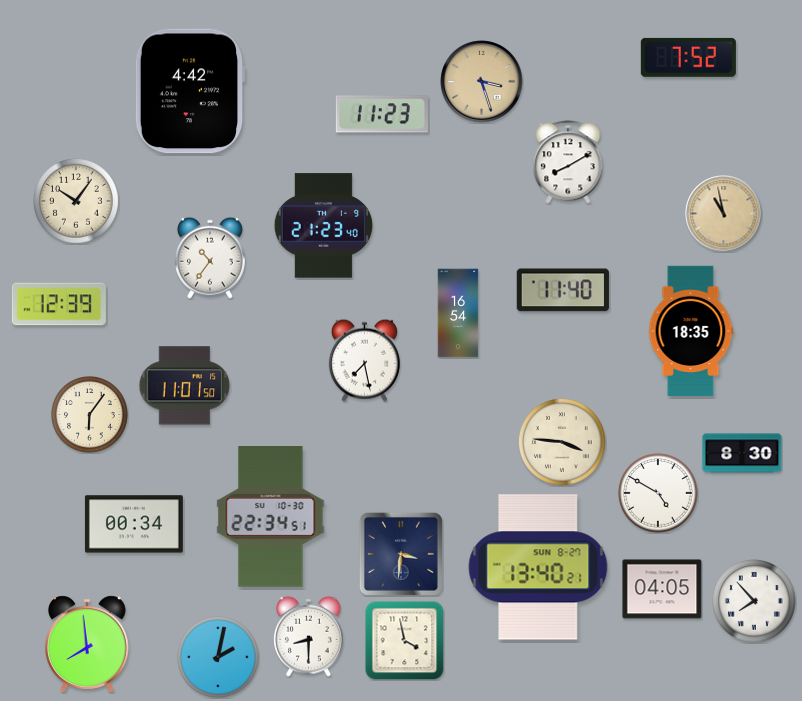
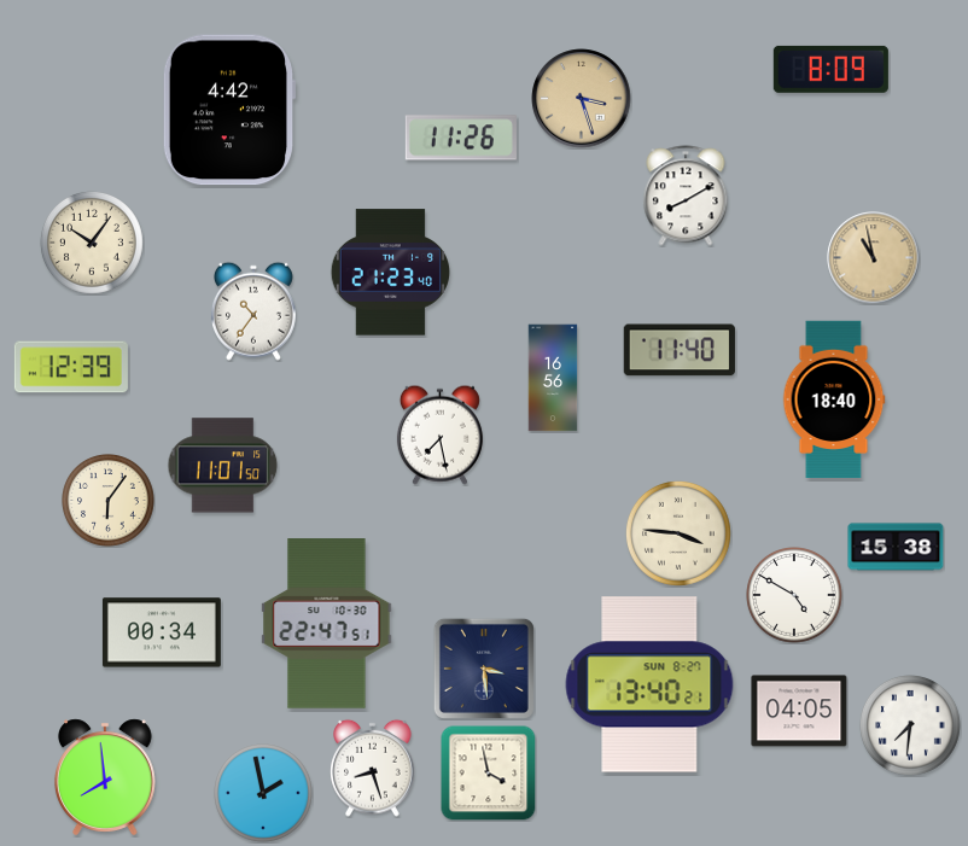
clock at (688, 57): 7:52 -> 8:09
clock at (382, 114): 11:23 -> 11:26
clock at (458, 313): 16:54 -> 16:56
clock at (691, 331): 18:35 -> 18:40
clock at (742, 453): 8:30 -> 15:38
clock at (271, 517): 22:34 -> 22:47
clock at (401, 554): 3:31 -> 3:29
clock at (755, 602): 7:53 -> 7:31
clock at (309, 636): 8:30 -> 8:27
clock at (219, 658): 2:02 -> 1:58
